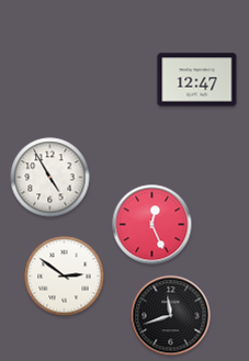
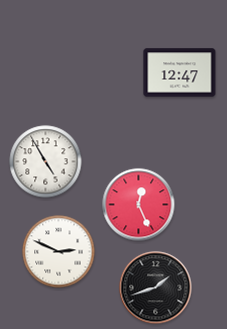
clock at (65, 277): 2:51 -> 2:49
clock at (171, 316): 11:42 -> 1:42
